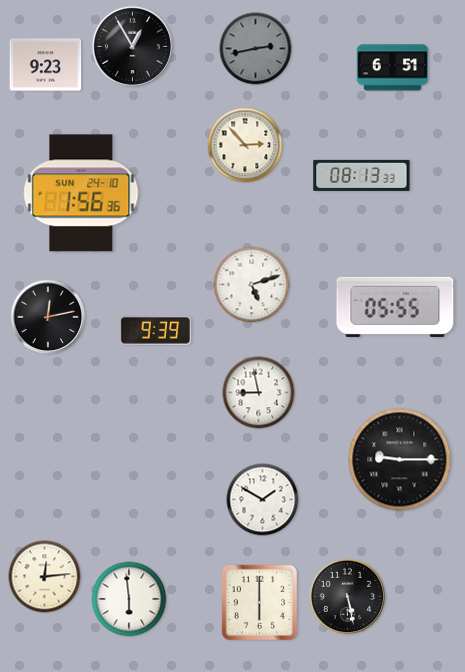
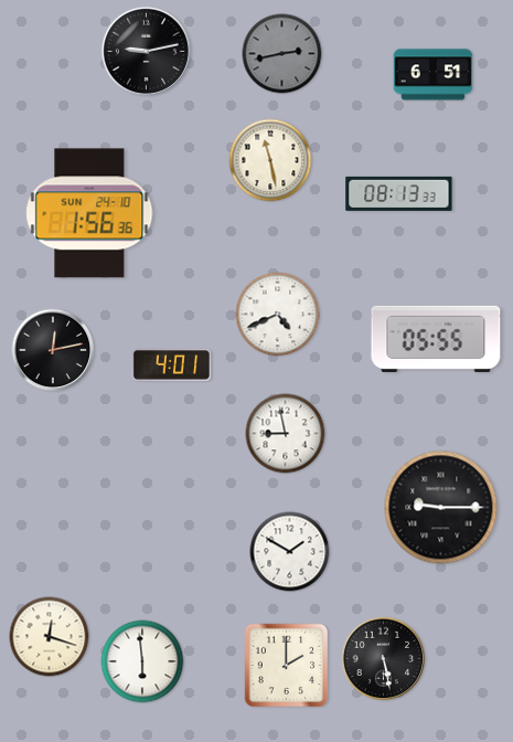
clock at (132, 46): 12:55 -> 9:13
clock at (46, 65): 9:23 -> none
clock at (245, 145): 2:53 -> 11:28
clock at (252, 285): 5:12 -> 4:41
clock at (156, 330): 9:39 -> 4:01
clock at (45, 577): 12:14 -> 12:18
clock at (260, 603): 6:00 -> 2:00
